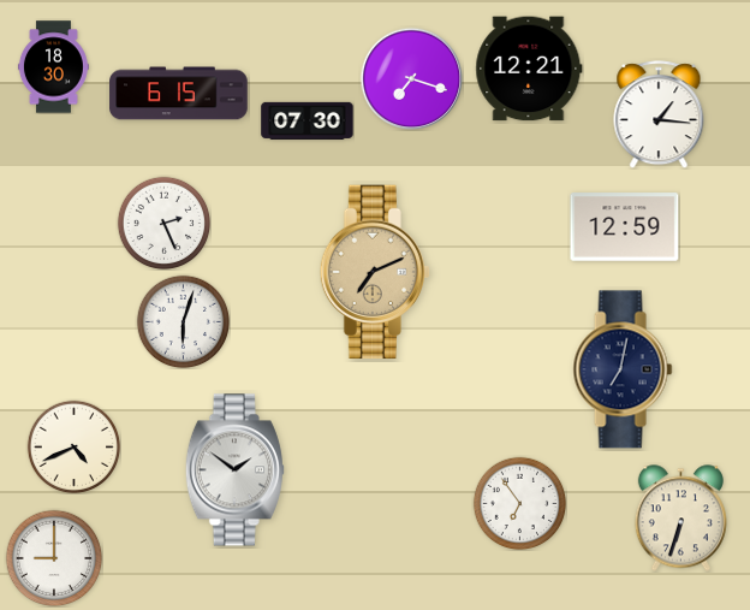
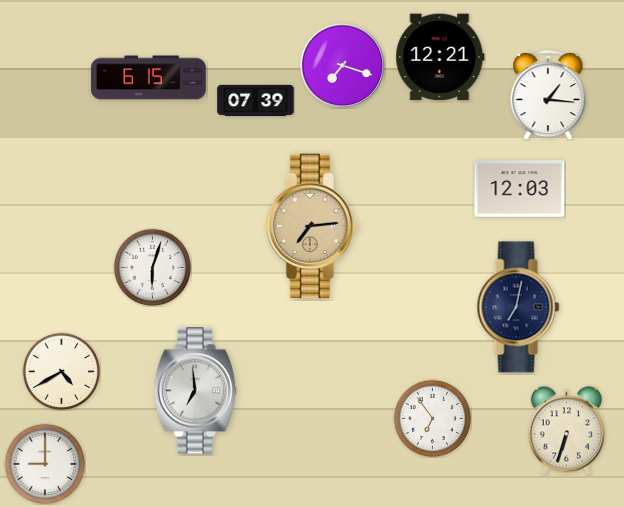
clock at (53, 67): 18:30 -> none
clock at (308, 120): 07:30 -> 07:39
clock at (163, 223): 2:26 -> none
clock at (625, 227): 12:59 -> 12:03
clock at (374, 272): 7:11 -> 7:14
clock at (73, 446): 4:41 -> 4:40
clock at (234, 470): 1:51 -> 6:59
